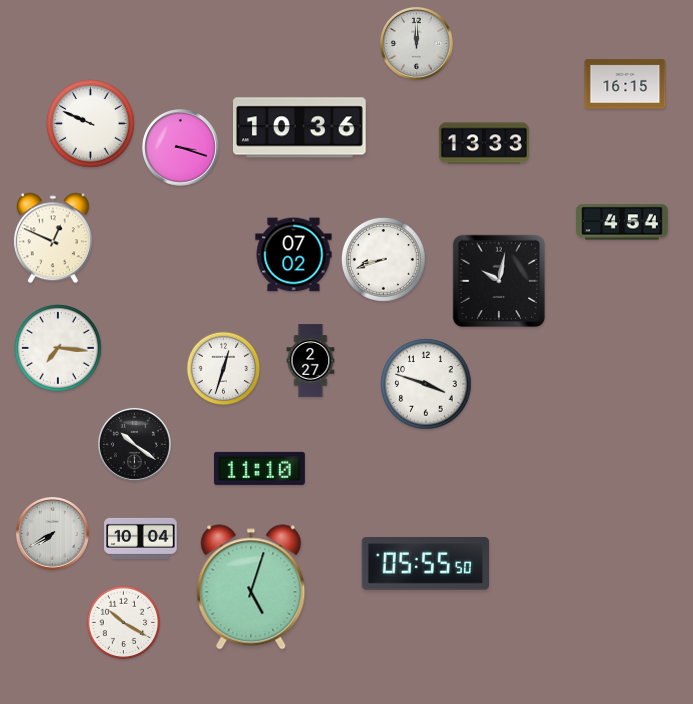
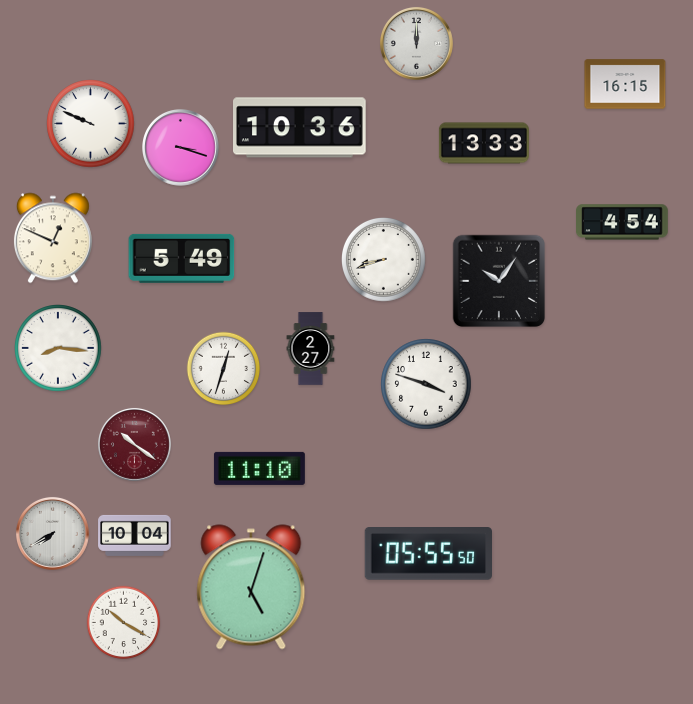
clock at (294, 255): 07:02 -> none
clock at (182, 258): none -> 5:49
clock at (499, 281): 10:02 -> 10:06
clock at (58, 348): 7:16 -> 8:16
clock at (311, 361) position: (311, 361) -> (311, 349)
clock at (134, 444) dial: black -> burgundy
clock at (141, 538) position: (141, 538) -> (135, 535)
clock at (425, 564) position: (425, 564) -> (428, 554)
